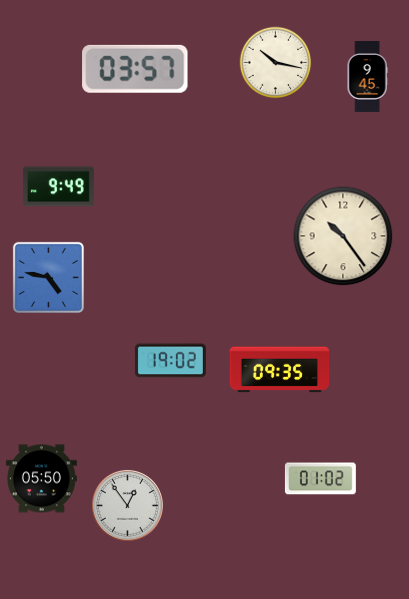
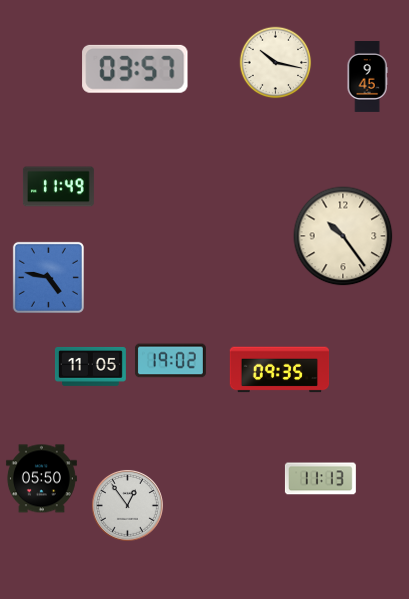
clock at (58, 187): 9:49 -> 11:49
clock at (90, 366): none -> 11:05
clock at (320, 479): 01:02 -> 11:13
